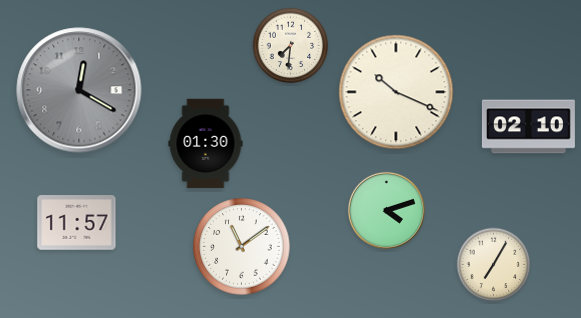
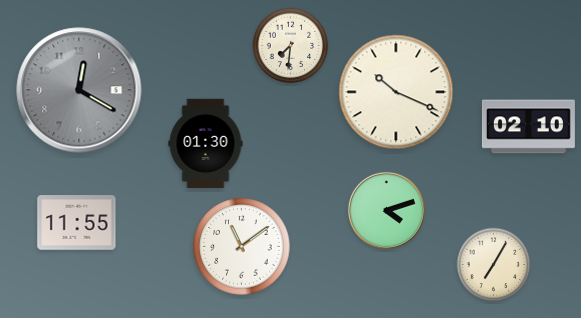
clock at (77, 223): 11:57 -> 11:55
